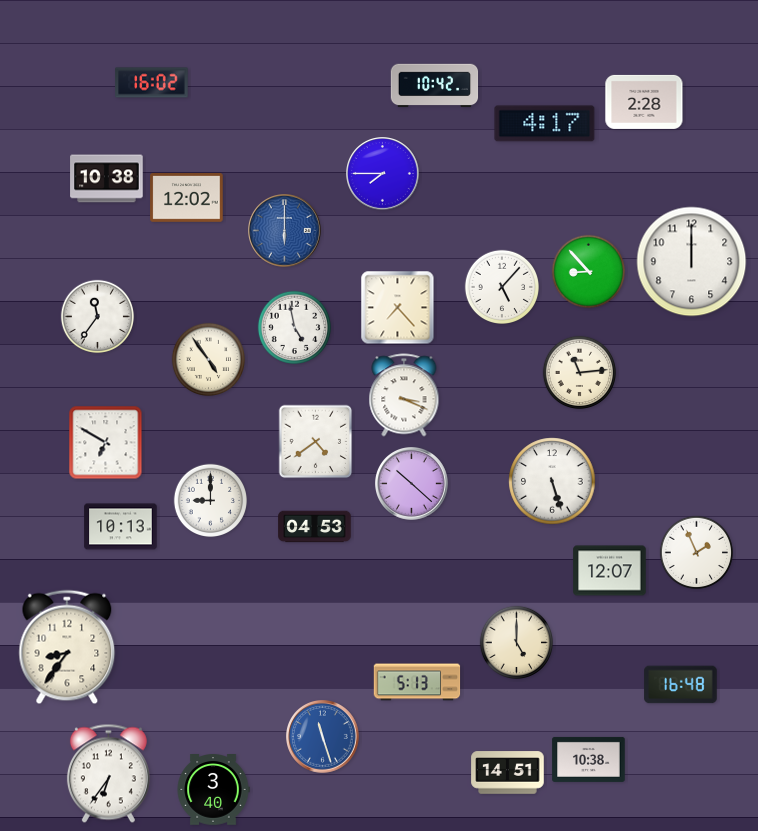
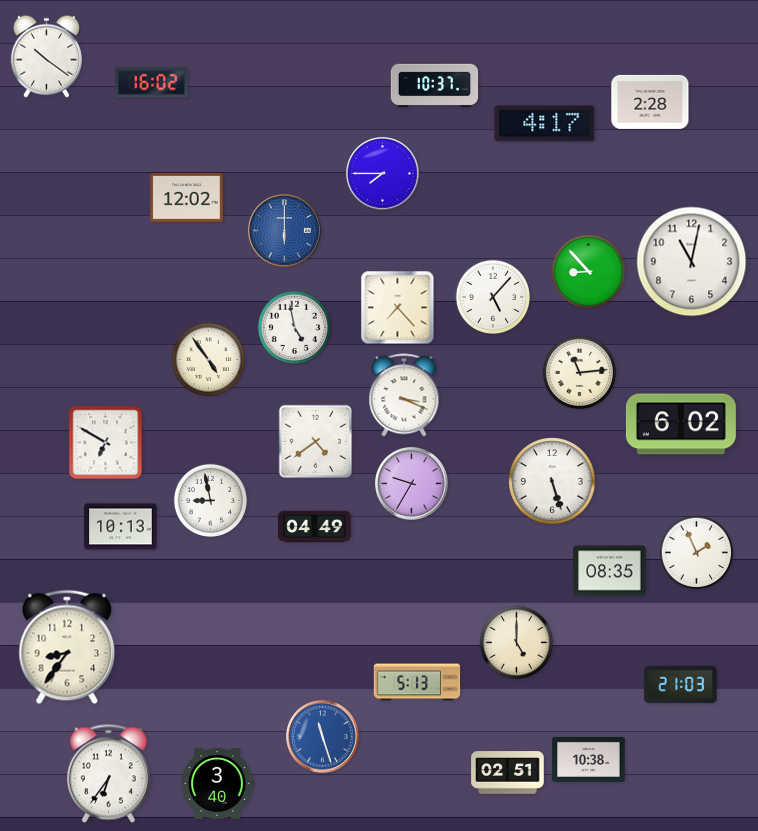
clock at (46, 56): none -> 10:21
clock at (435, 86): 10:42 -> 10:37
clock at (644, 102) position: (644, 102) -> (650, 102)
clock at (107, 179): 10:38 -> none
clock at (692, 262): 12:00 -> 11:02
clock at (501, 286) position: (501, 286) -> (492, 296)
clock at (98, 317): 11:36 -> none
clock at (681, 424): none -> 6:02
clock at (412, 484): 10:22 -> 9:35
clock at (211, 501): 9:00 -> 8:58
clock at (315, 527): 04:53 -> 04:49
clock at (610, 571): 12:07 -> 08:35
clock at (681, 685): 16:48 -> 21:03
clock at (508, 773): 14:51 -> 02:51
clock at (213, 790) position: (213, 790) -> (217, 784)
